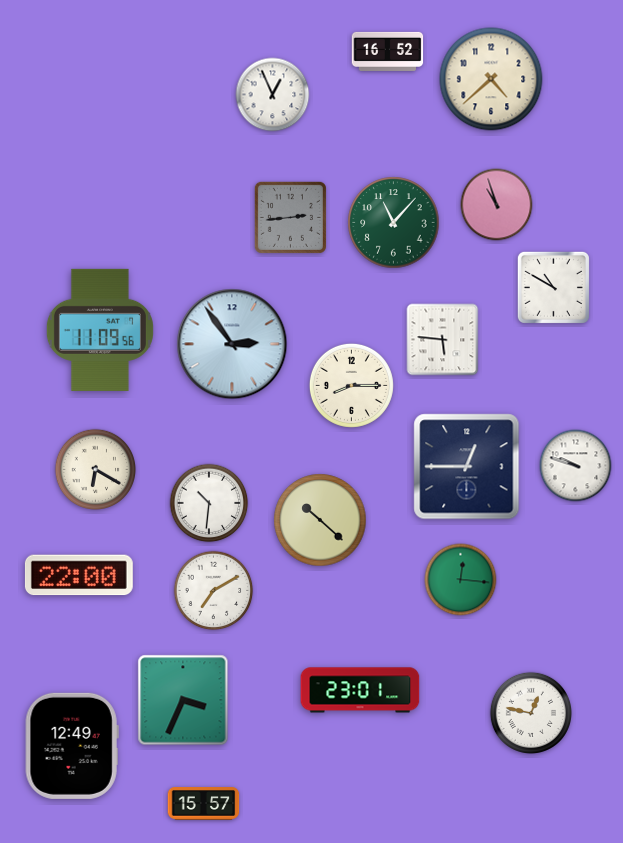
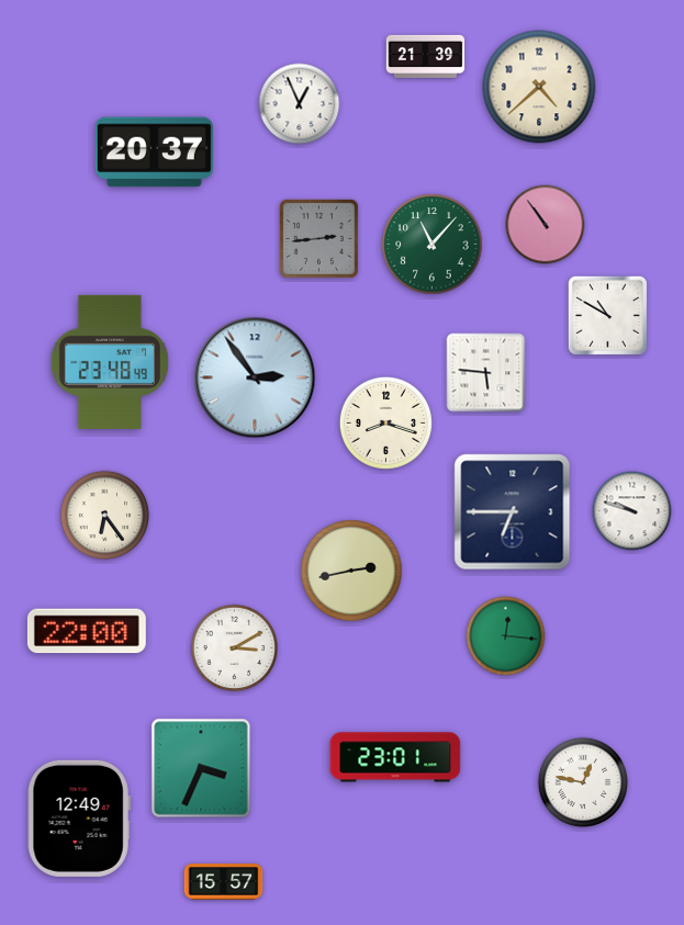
clock at (388, 51): 16:52 -> 21:39
clock at (154, 153): none -> 20:37
clock at (497, 205): 10:57 -> 10:54
clock at (100, 330): 11:09 -> 23:48
clock at (351, 385): 8:15 -> 8:18
clock at (467, 467): 12:45 -> 6:45
clock at (96, 470): 6:20 -> 6:24
clock at (209, 503): 10:31 -> none
clock at (320, 520): 10:22 -> 2:43
clock at (214, 591): 7:10 -> 3:10
